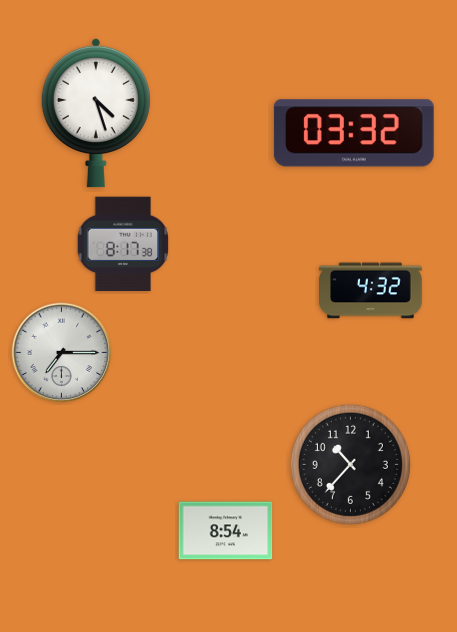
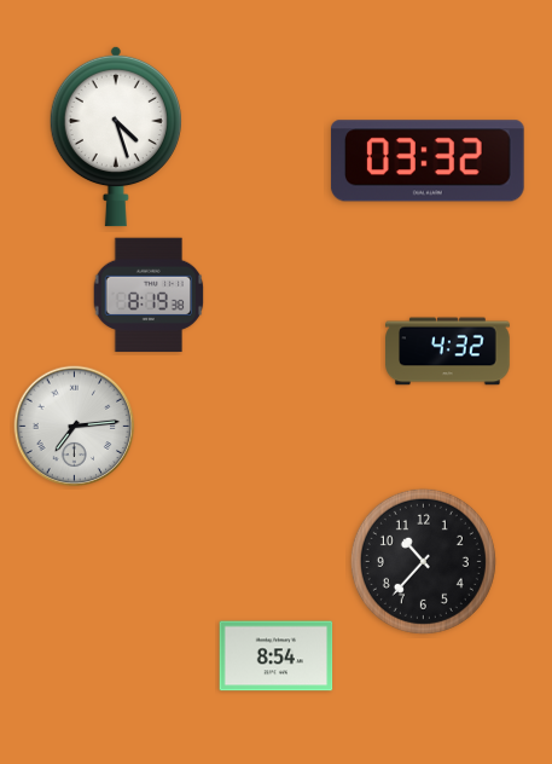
clock at (123, 244): 8:17 -> 8:19
clock at (62, 353): 7:15 -> 7:14
clock at (226, 531) position: (226, 531) -> (277, 656)
